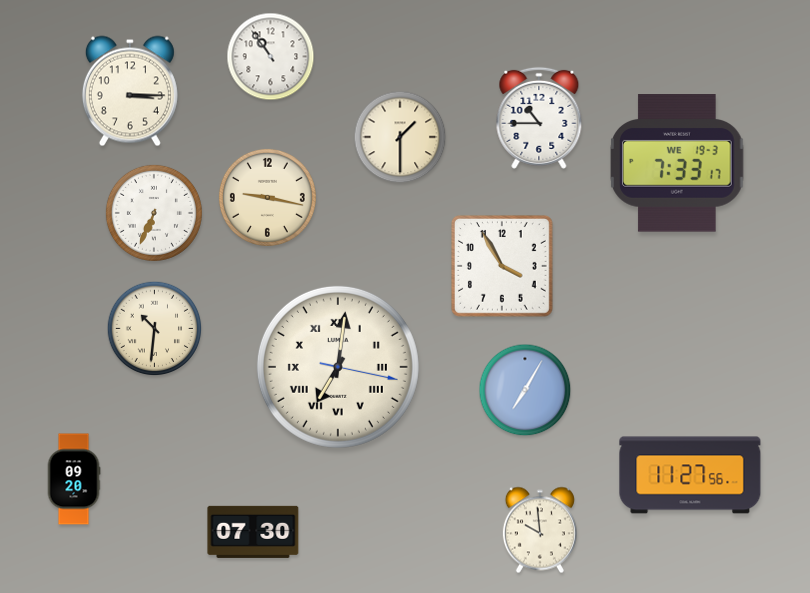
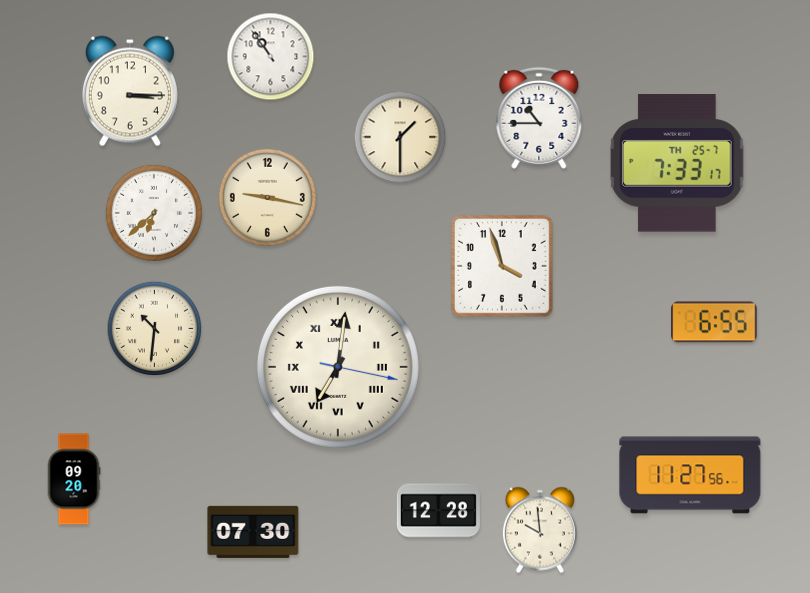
clock at (677, 163) date: WE 19-3 -> TH 25-7
clock at (154, 213): 6:34 -> 6:38
clock at (502, 266): 3:55 -> 3:57
clock at (714, 322): none -> 6:55
clock at (525, 390): 7:05 -> none
clock at (438, 511): none -> 12:28
